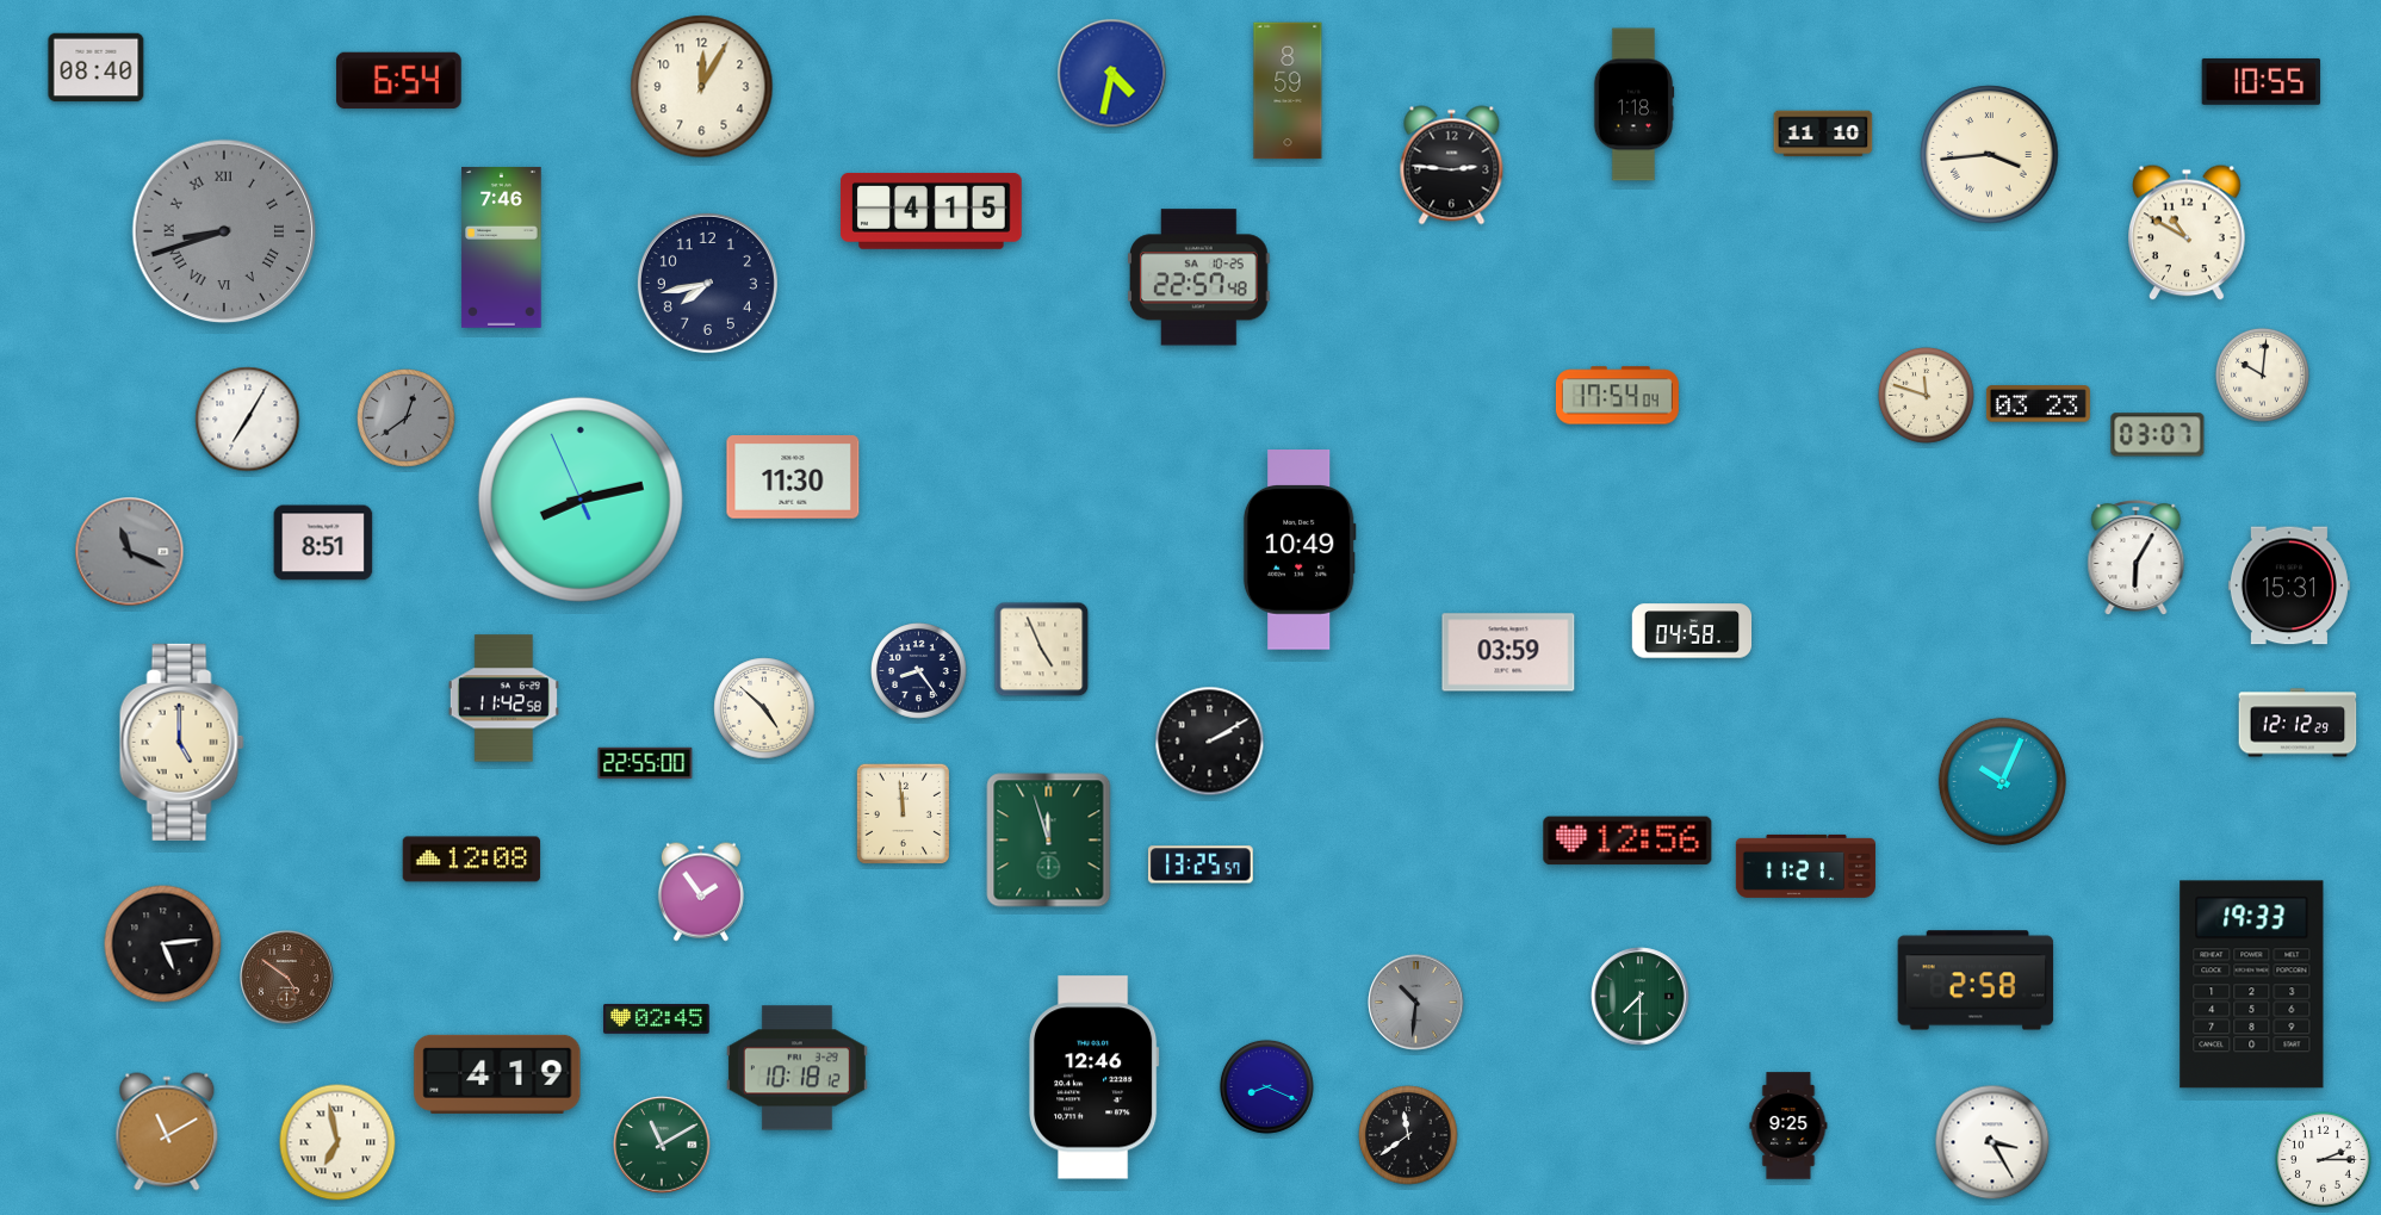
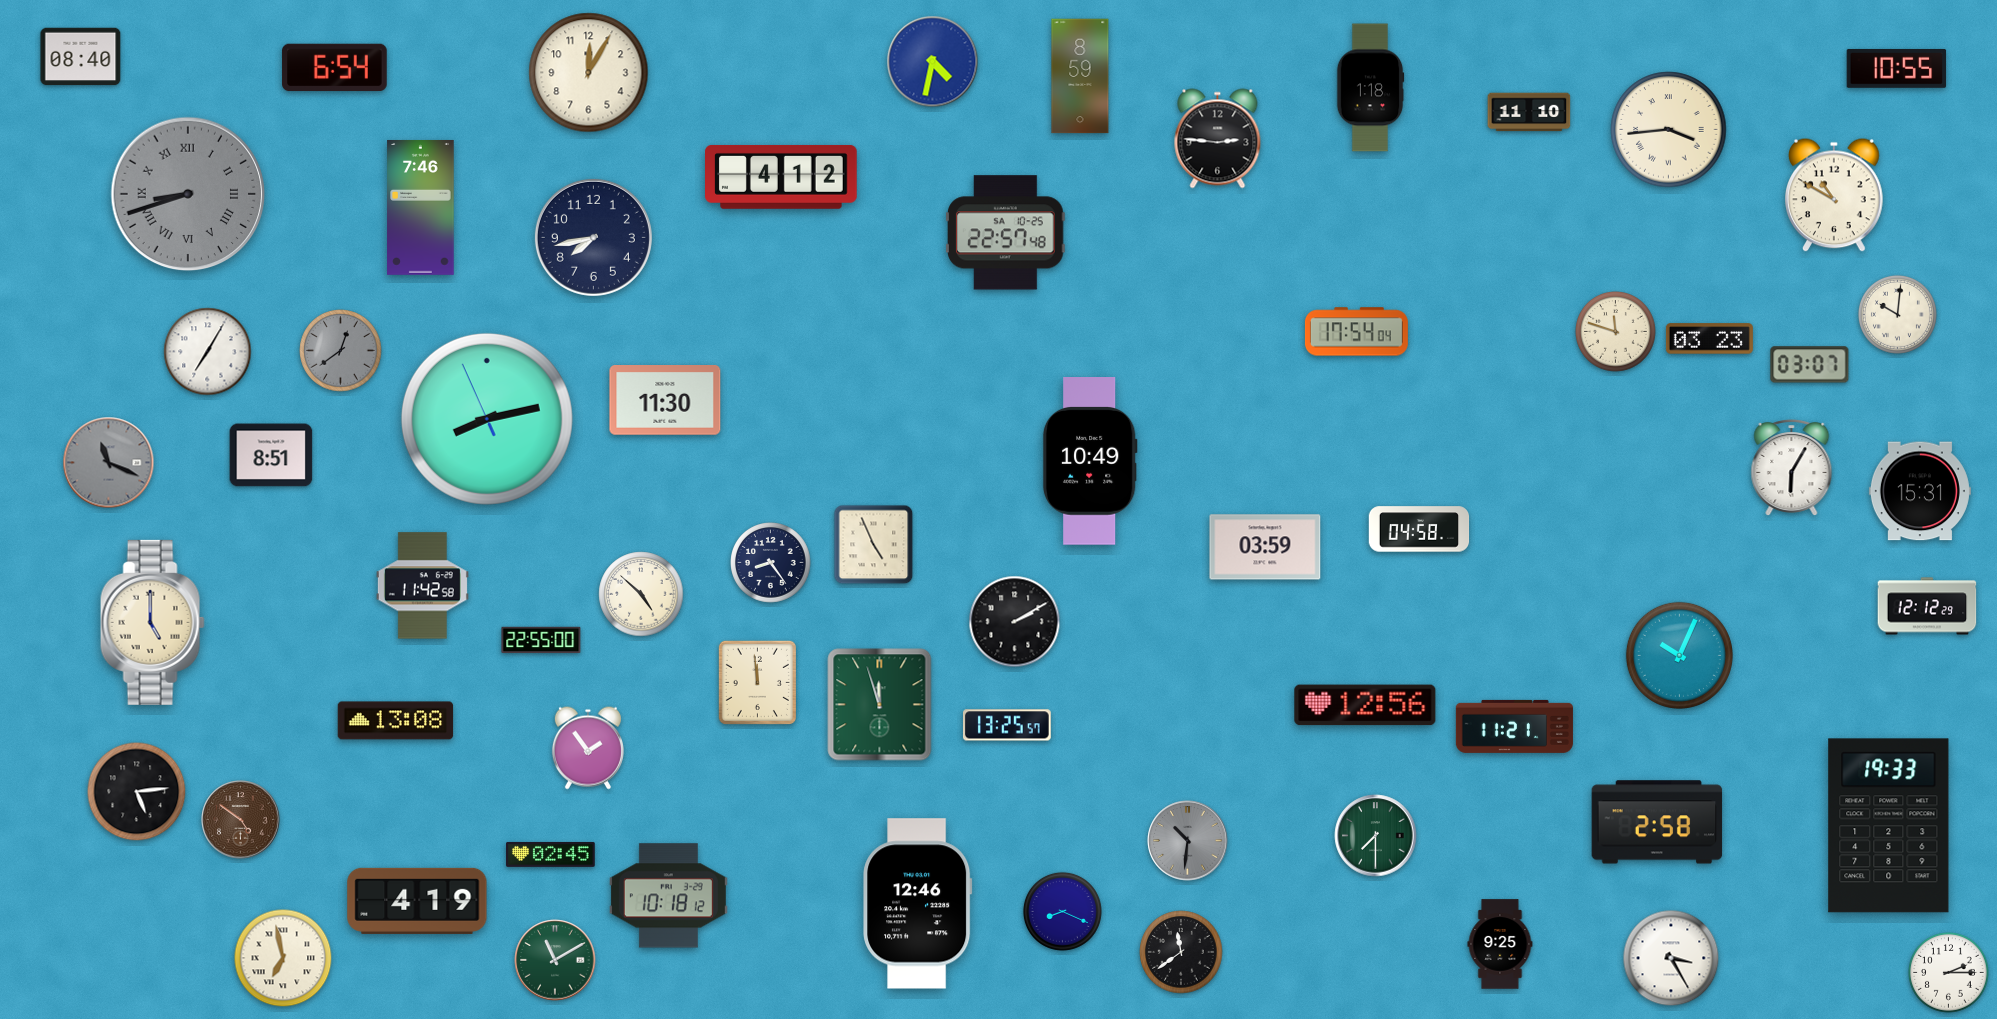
clock at (932, 211): 4:15 -> 4:12
clock at (472, 860): 12:08 -> 13:08
clock at (167, 1132): 11:10 -> none
